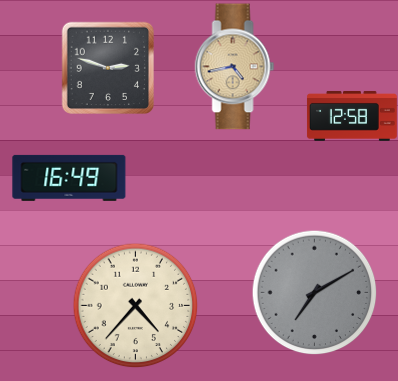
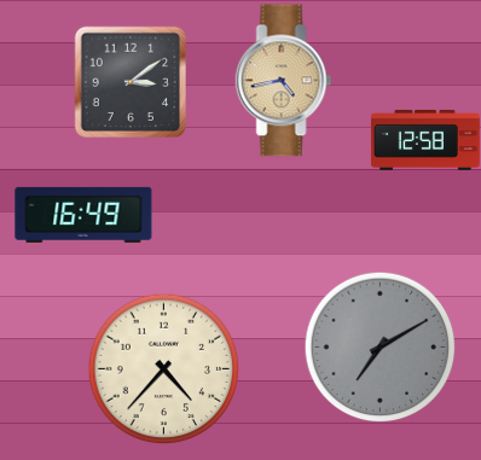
clock at (107, 67): 2:48 -> 3:09
clock at (314, 292) position: (314, 292) -> (379, 347)
